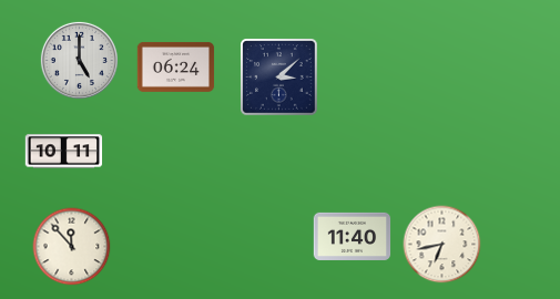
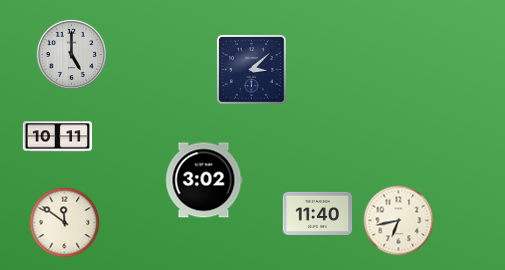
clock at (176, 66): 06:24 -> none
clock at (204, 180): none -> 3:02
clock at (72, 247): 11:53 -> 11:51
